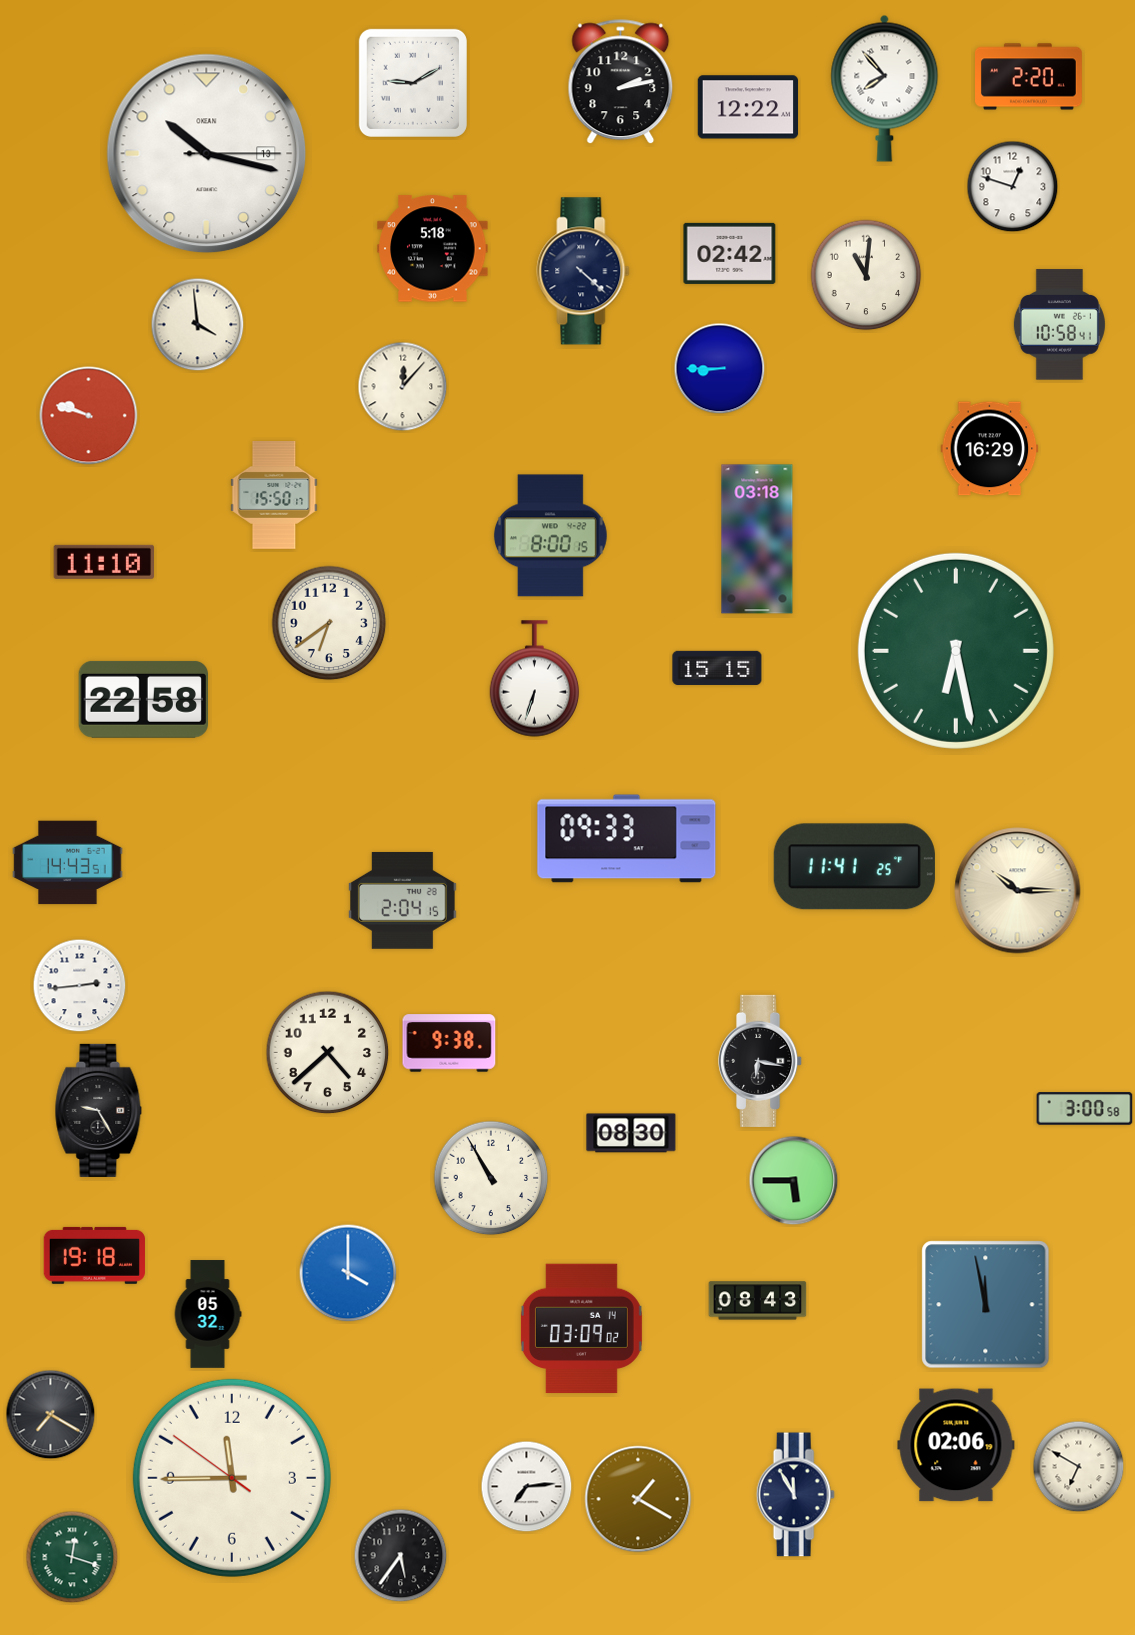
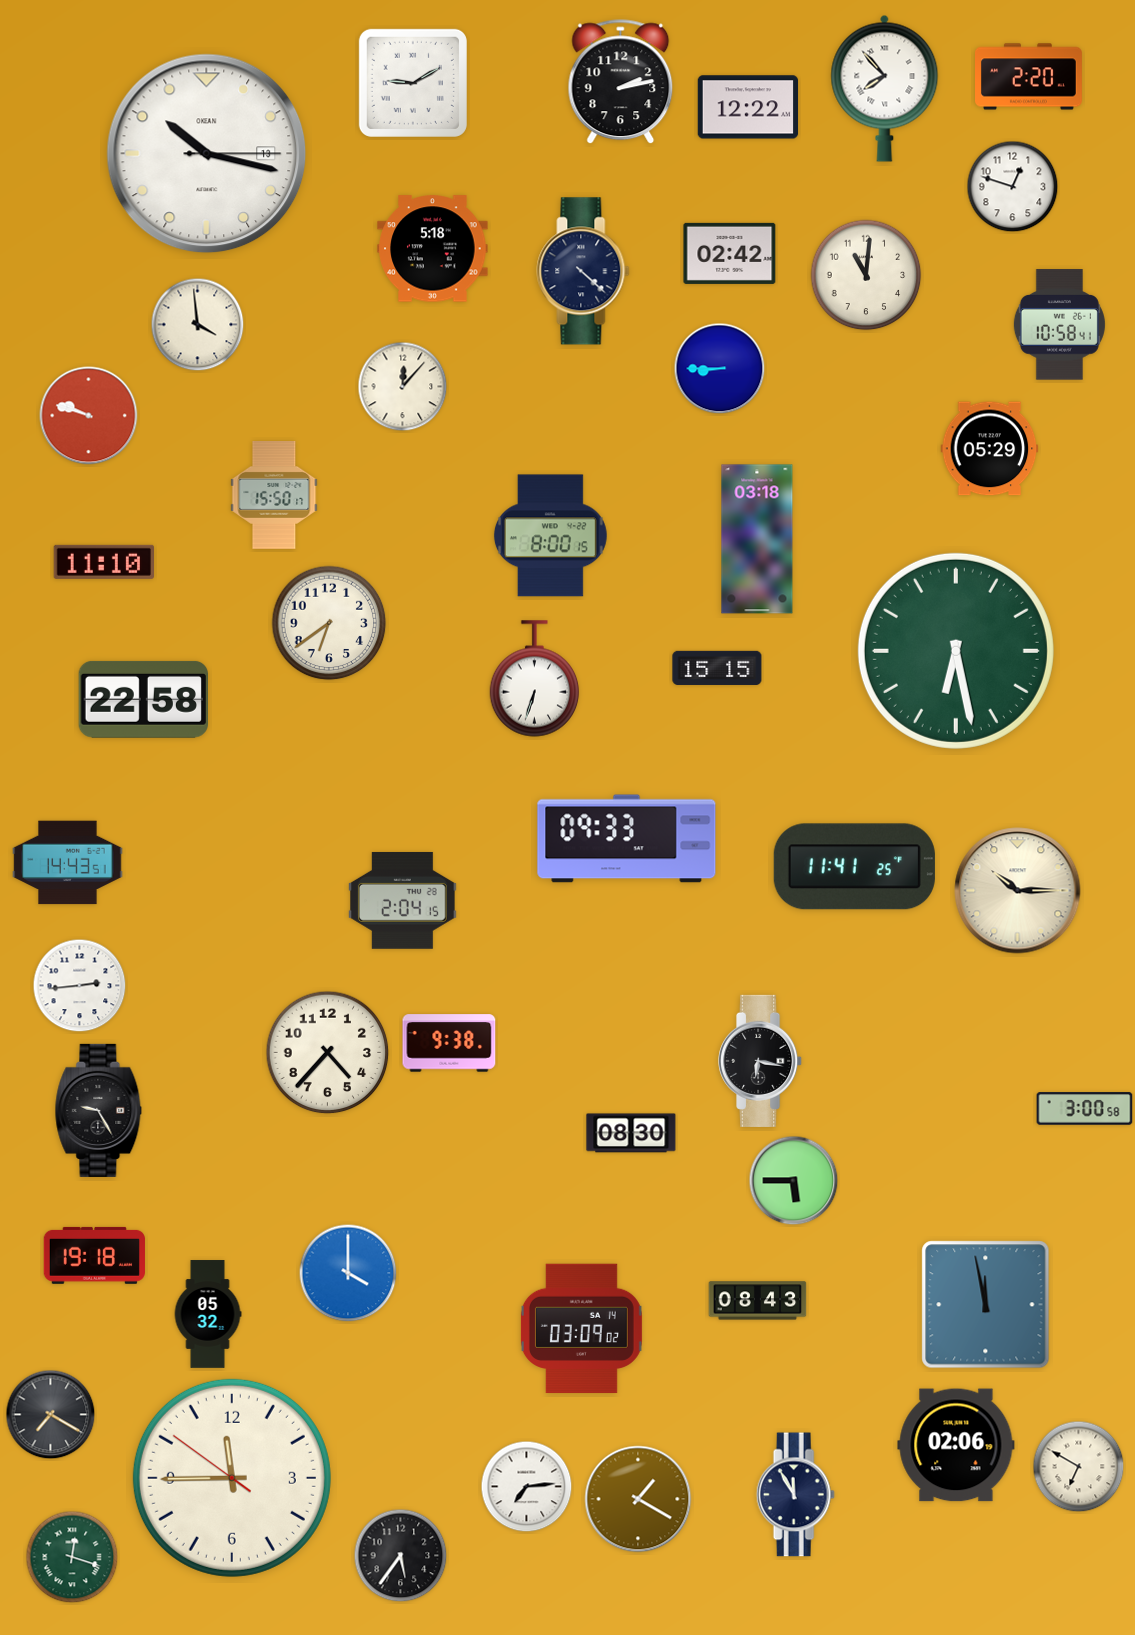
clock at (990, 449): 16:29 -> 05:29
clock at (328, 1053): 4:38 -> 4:37
clock at (491, 1178): 10:55 -> none
